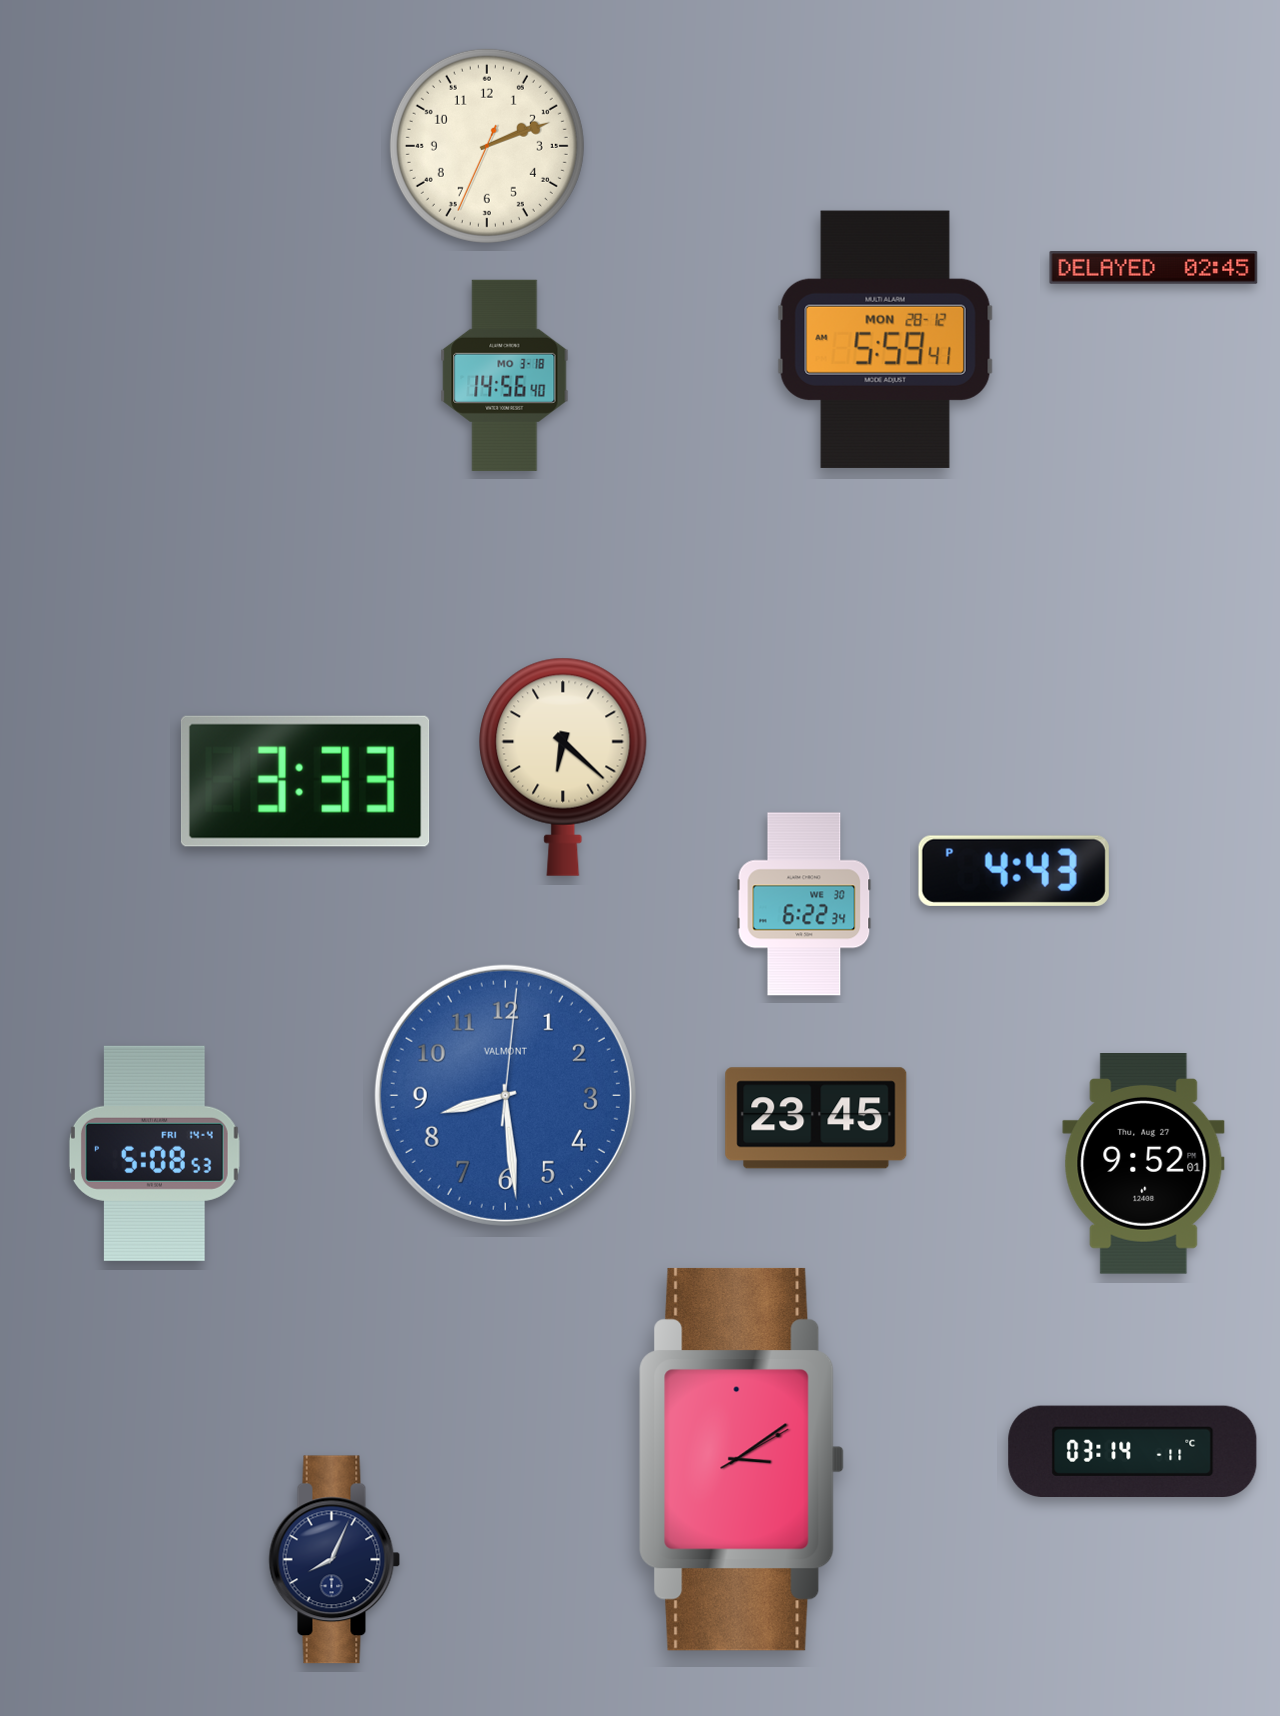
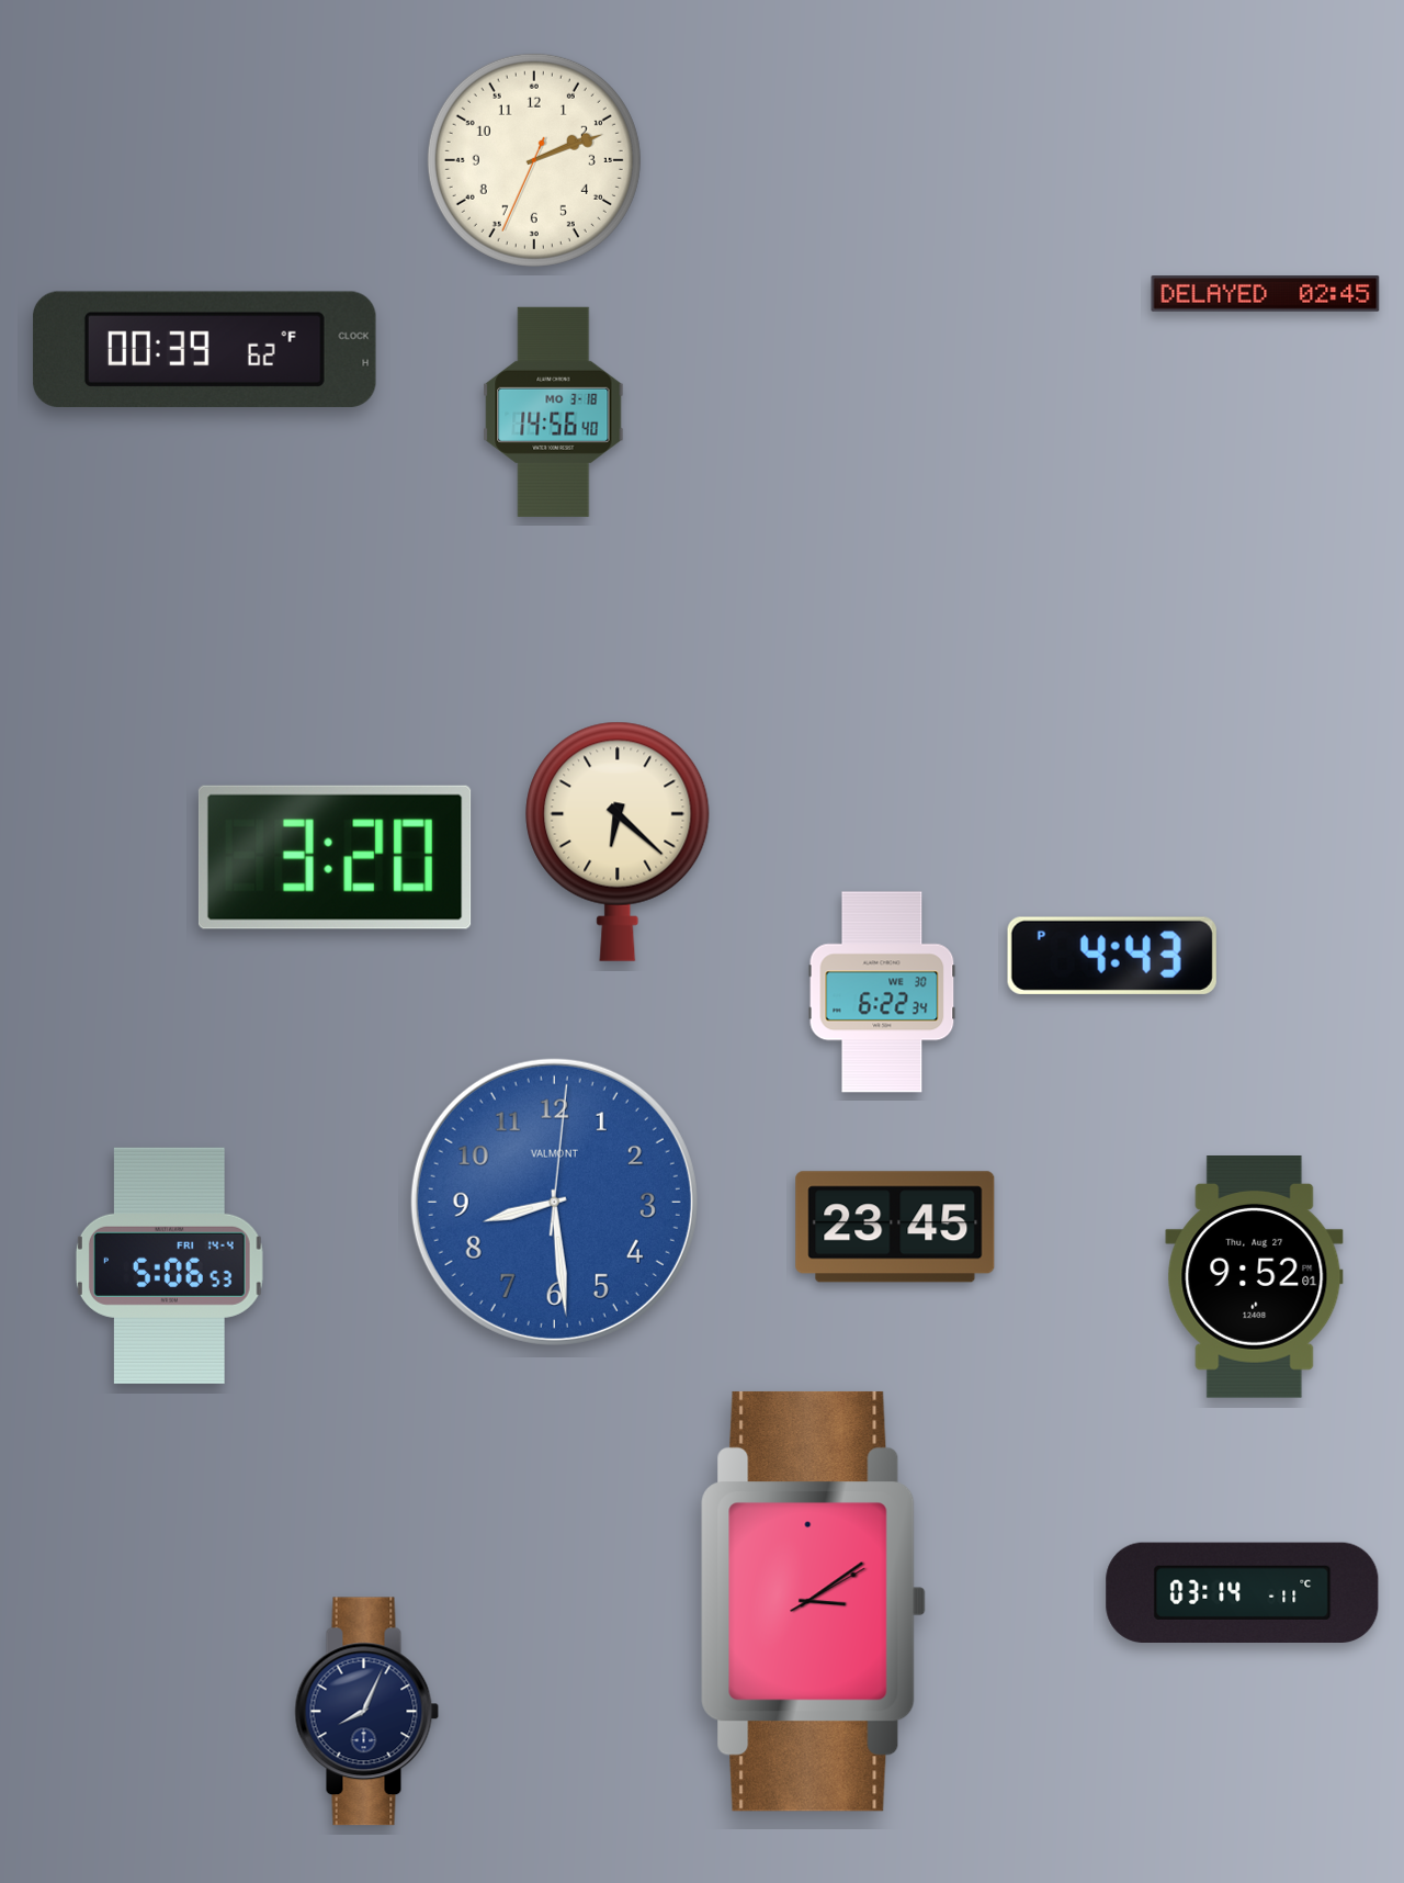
clock at (204, 349): none -> 00:39
clock at (885, 339): 5:59 -> none
clock at (305, 781): 3:33 -> 3:20
clock at (154, 1153): 5:08 -> 5:06
